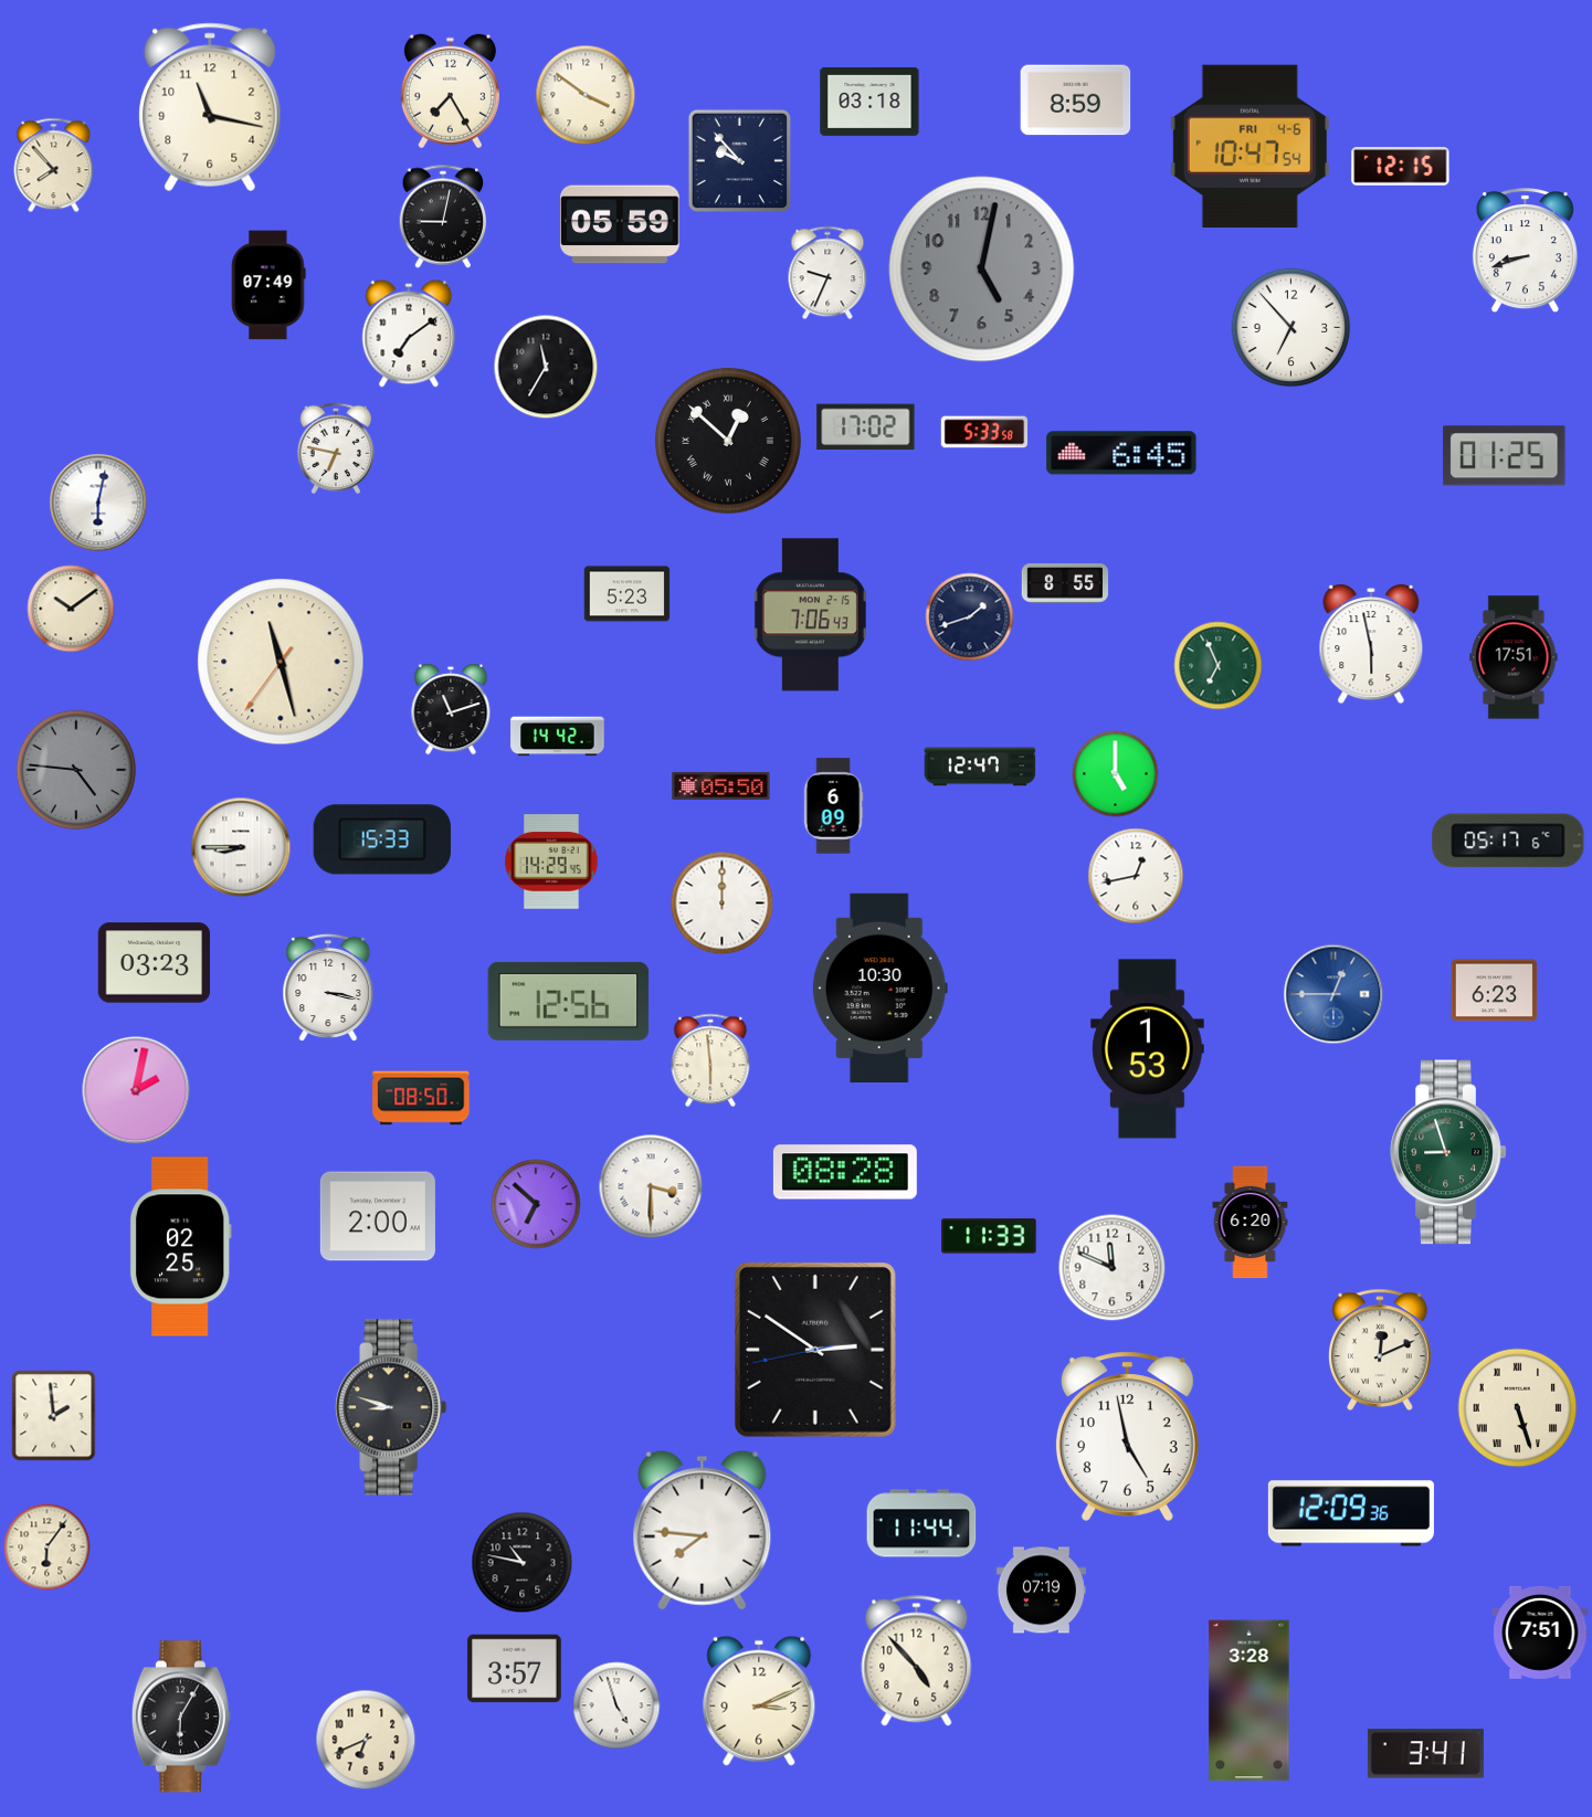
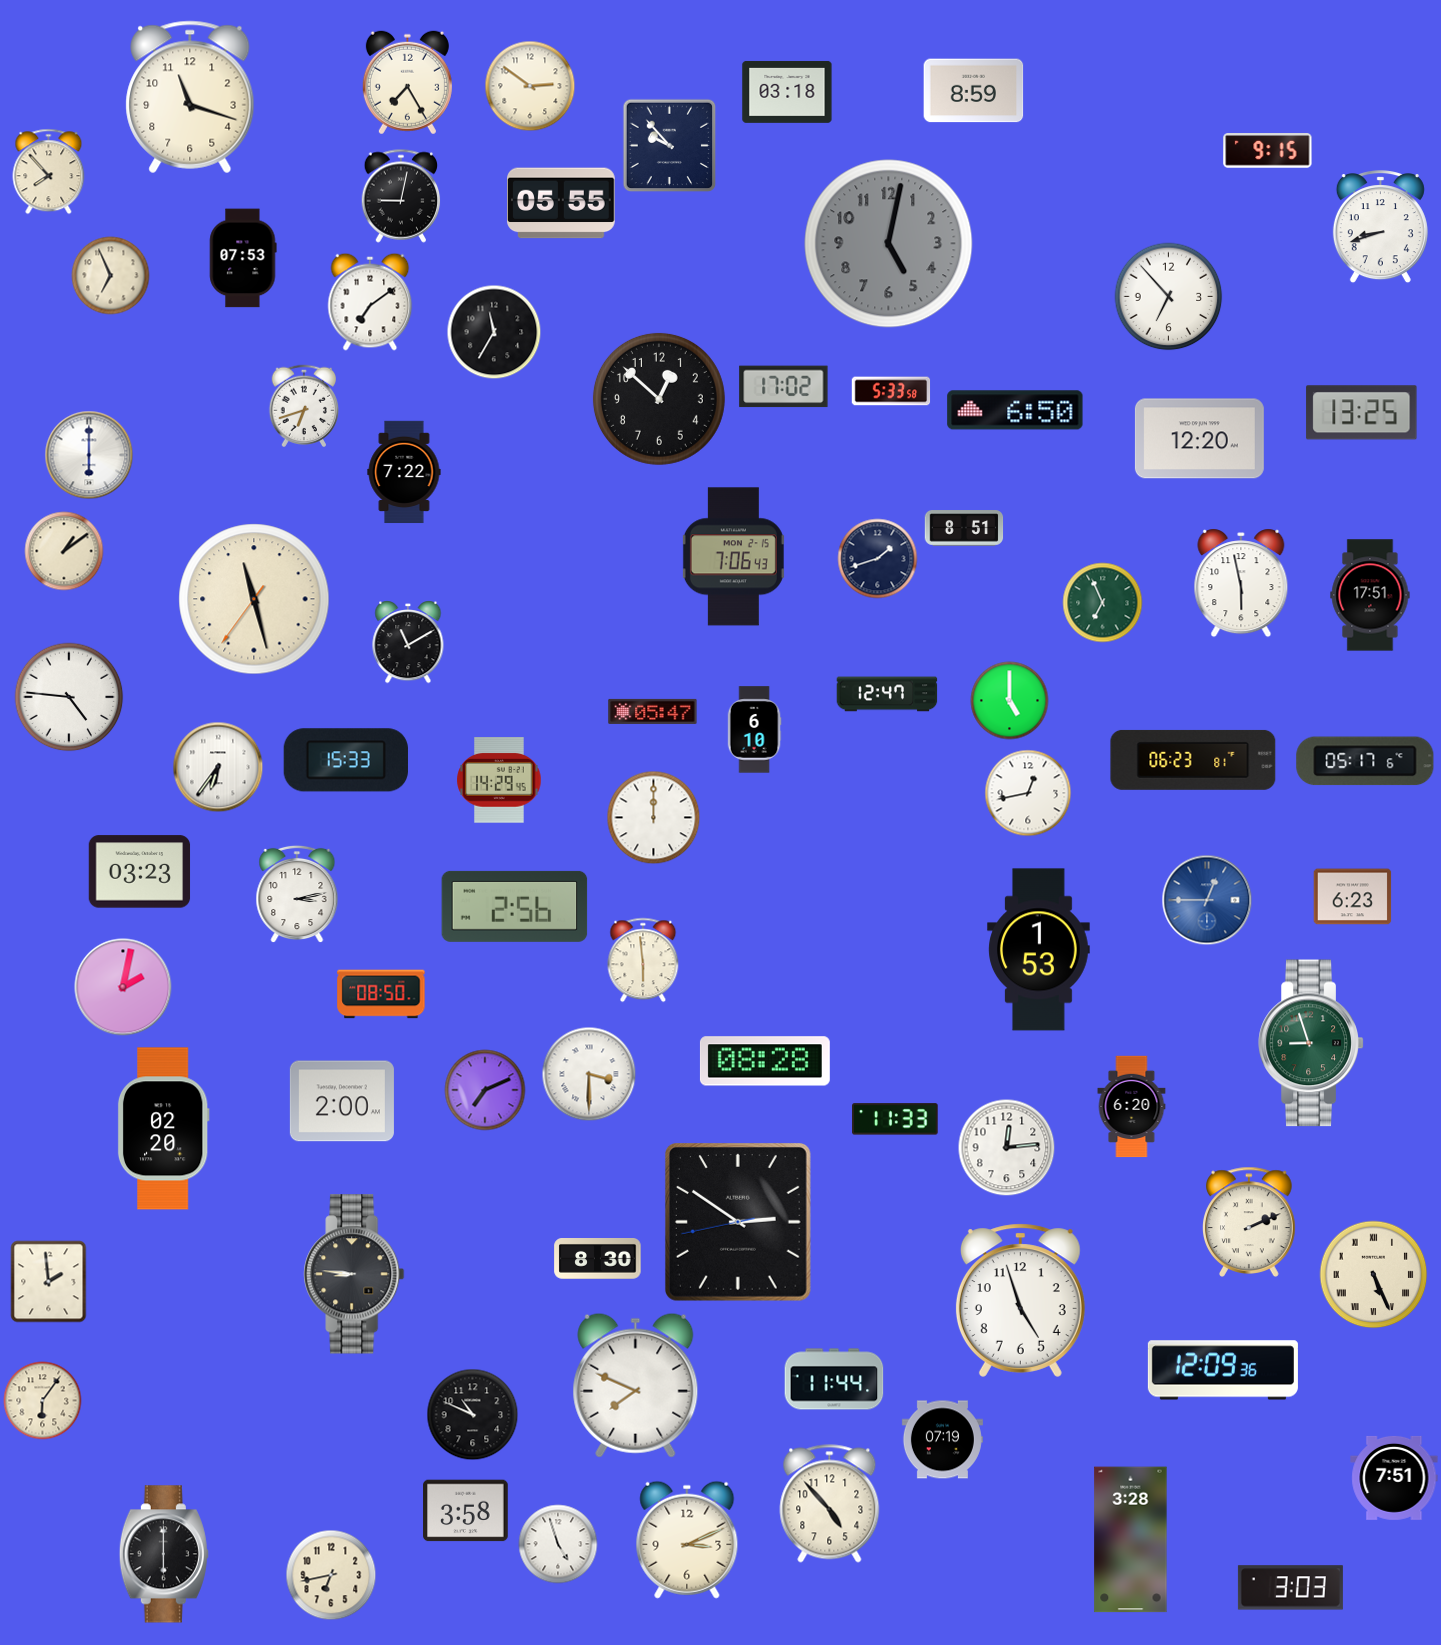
clock at (586, 95): 3:51 -> 2:51
clock at (210, 107): 11:17 -> 11:18
clock at (1250, 146): 10:47 -> none
clock at (54, 166) position: (54, 166) -> (49, 172)
clock at (1401, 167): 12:15 -> 9:15
clock at (621, 224): 05:59 -> 05:55
clock at (827, 273): 9:34 -> none
clock at (268, 285): 07:49 -> 07:53
clock at (111, 276): none -> 6:56
clock at (728, 441) numerals: Roman -> Arabic
clock at (336, 448): 6:47 -> 6:42
clock at (1121, 453): 6:45 -> 6:50
clock at (1505, 456): 01:25 -> 13:25
clock at (1199, 439): none -> 12:20
clock at (98, 503): 6:02 -> 6:00
clock at (404, 472): none -> 7:22
clock at (1065, 583): 8:55 -> 8:51
clock at (628, 594): 5:23 -> none
clock at (71, 609): 10:09 -> 1:09
clock at (451, 709): 11:12 -> 11:10
clock at (558, 737): 14:42 -> none
clock at (76, 770) dial: grey -> white
clock at (721, 785): 05:50 -> 05:47
clock at (833, 806): 6:09 -> 6:10
clock at (1193, 760): none -> 06:23
clock at (241, 847): 8:45 -> 6:36
clock at (328, 987): 3:17 -> 3:13
clock at (879, 987): 10:30 -> none
clock at (569, 1001): 12:56 -> 2:56
clock at (536, 1204): 6:52 -> 7:11
clock at (180, 1247): 02:25 -> 02:20
clock at (1113, 1268): 11:49 -> 12:14
clock at (1381, 1350): 12:11 -> 2:11
clock at (598, 1259): none -> 8:30
clock at (391, 1407): 8:48 -> 8:46
clock at (1518, 1408): 5:27 -> 5:26
clock at (1127, 1436): 4:58 -> 4:57
clock at (703, 1530): 7:46 -> 7:49
clock at (523, 1563): 10:47 -> 10:49
clock at (515, 1669): 3:57 -> 3:58
clock at (181, 1716): 6:05 -> 6:00
clock at (366, 1740): 6:41 -> 6:43
clock at (1425, 1754): 3:41 -> 3:03
